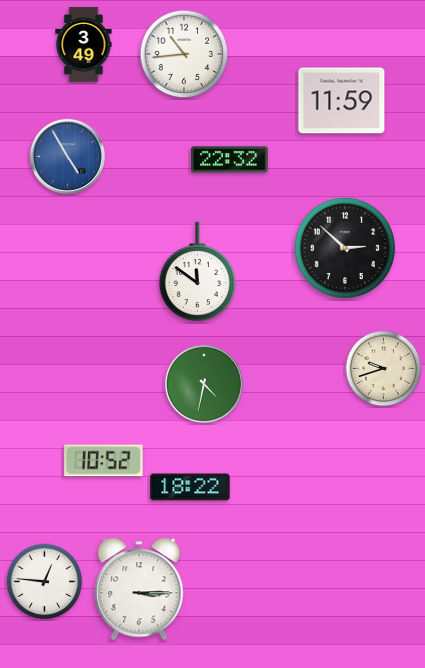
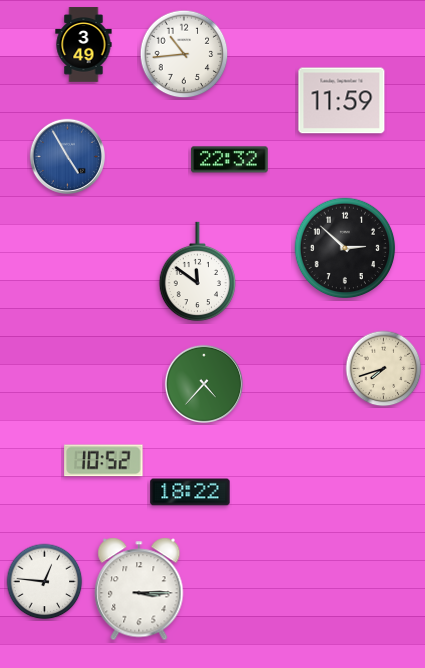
clock at (384, 369): 9:42 -> 7:42
clock at (203, 383): 4:32 -> 4:37
clock at (190, 487) position: (190, 487) -> (190, 492)
